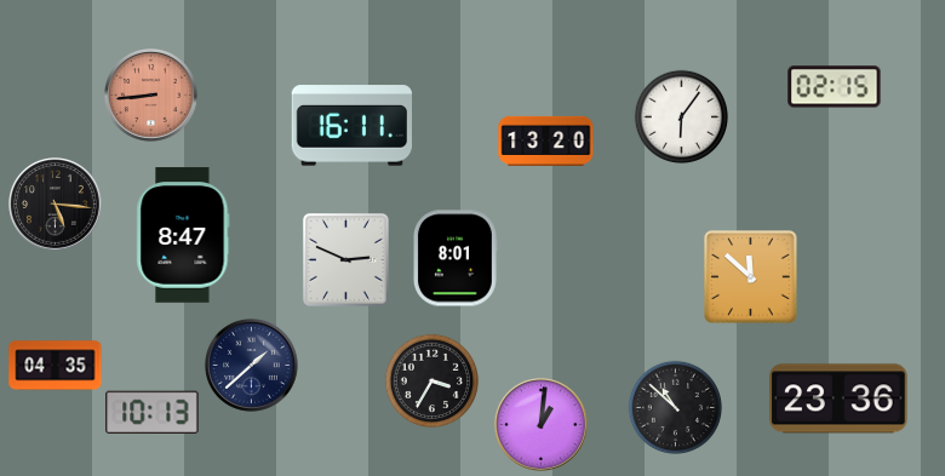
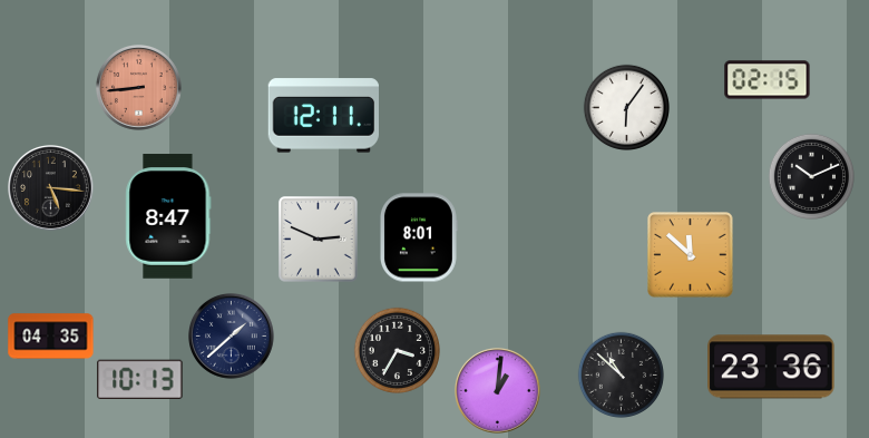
clock at (351, 126): 16:11 -> 12:11
clock at (546, 140): 13:20 -> none
clock at (811, 176): none -> 10:11
